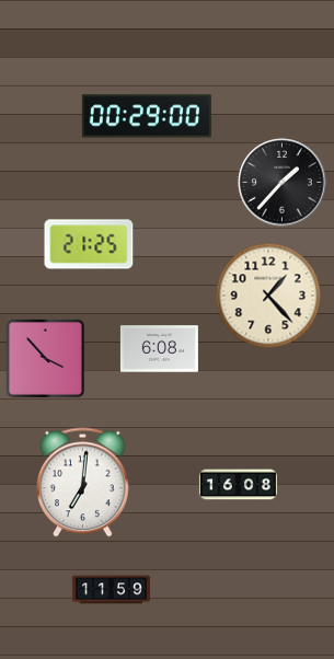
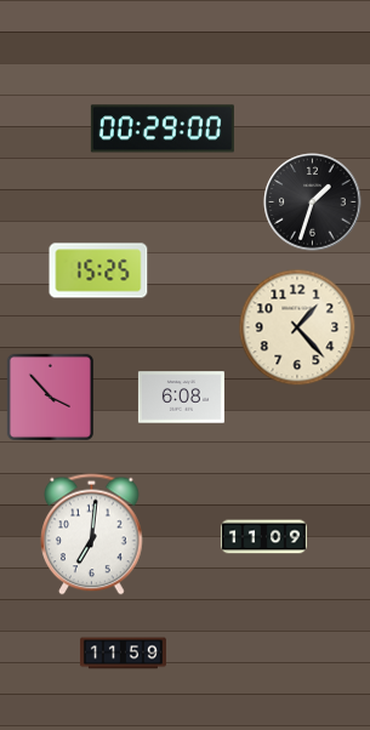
clock at (283, 183): 1:37 -> 1:33
clock at (89, 244): 21:25 -> 15:25
clock at (159, 349) position: (159, 349) -> (181, 398)
clock at (238, 485): 16:08 -> 11:09
